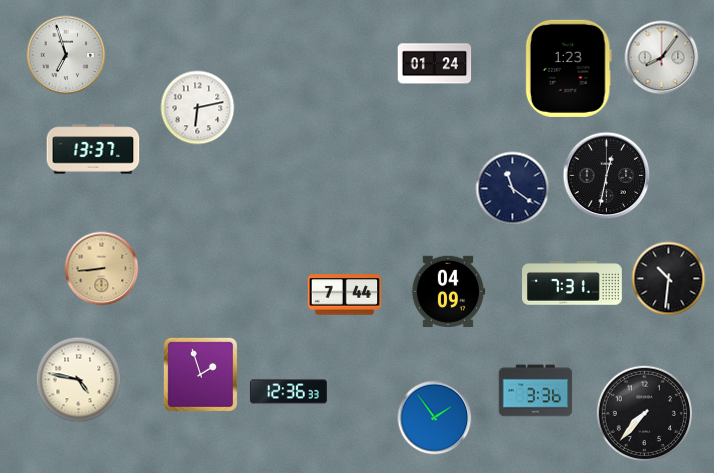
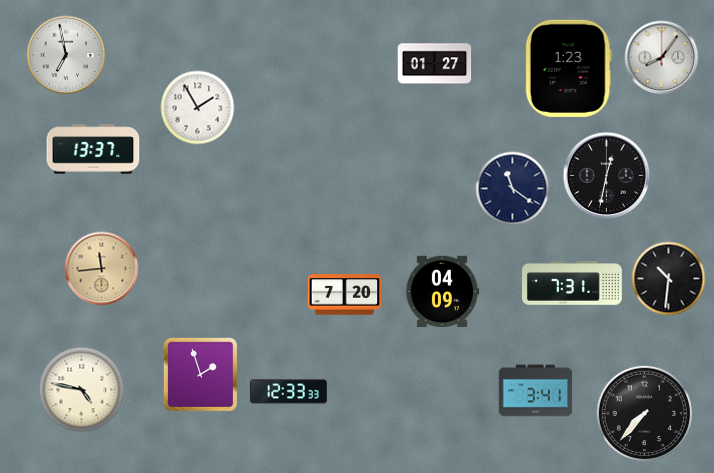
clock at (66, 55): 6:57 -> 6:58
clock at (435, 64): 01:24 -> 01:27
clock at (198, 108): 6:13 -> 1:55
clock at (102, 269): 8:44 -> 11:44
clock at (448, 292) position: (448, 292) -> (442, 292)
clock at (345, 295): 7:44 -> 7:20
clock at (79, 380) position: (79, 380) -> (82, 390)
clock at (536, 391): 3:36 -> 3:41
clock at (288, 392): 12:36 -> 12:33
clock at (435, 418): 1:54 -> none
